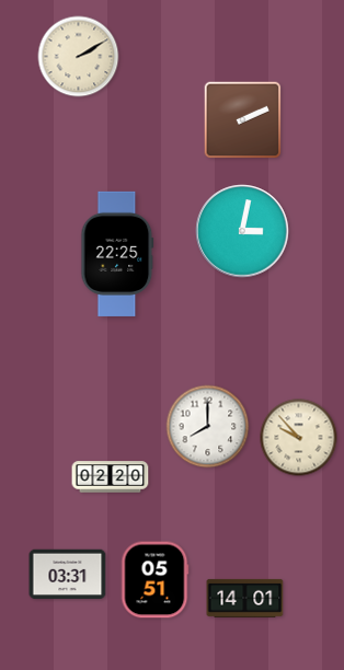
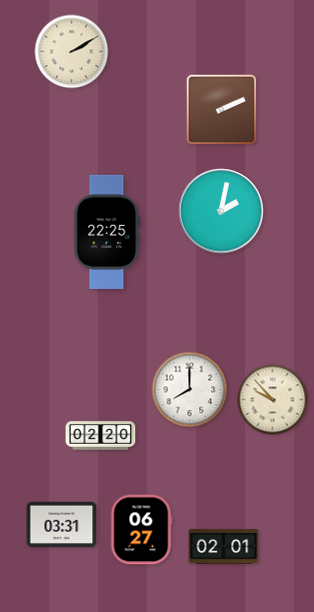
clock at (242, 231): 3:02 -> 2:02
clock at (154, 580): 05:51 -> 06:27
clock at (245, 598): 14:01 -> 02:01
